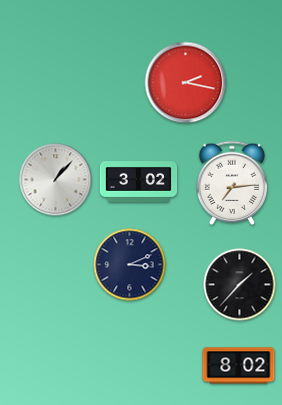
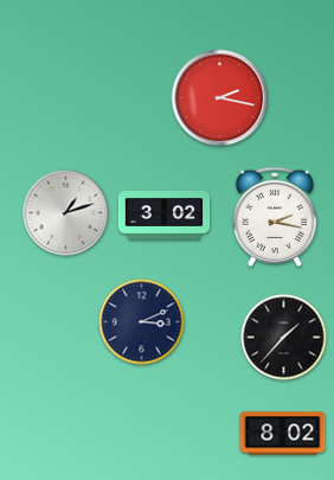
clock at (56, 180): 1:07 -> 1:12
clock at (231, 183): 7:14 -> 2:17
clock at (130, 265) position: (130, 265) -> (142, 322)
